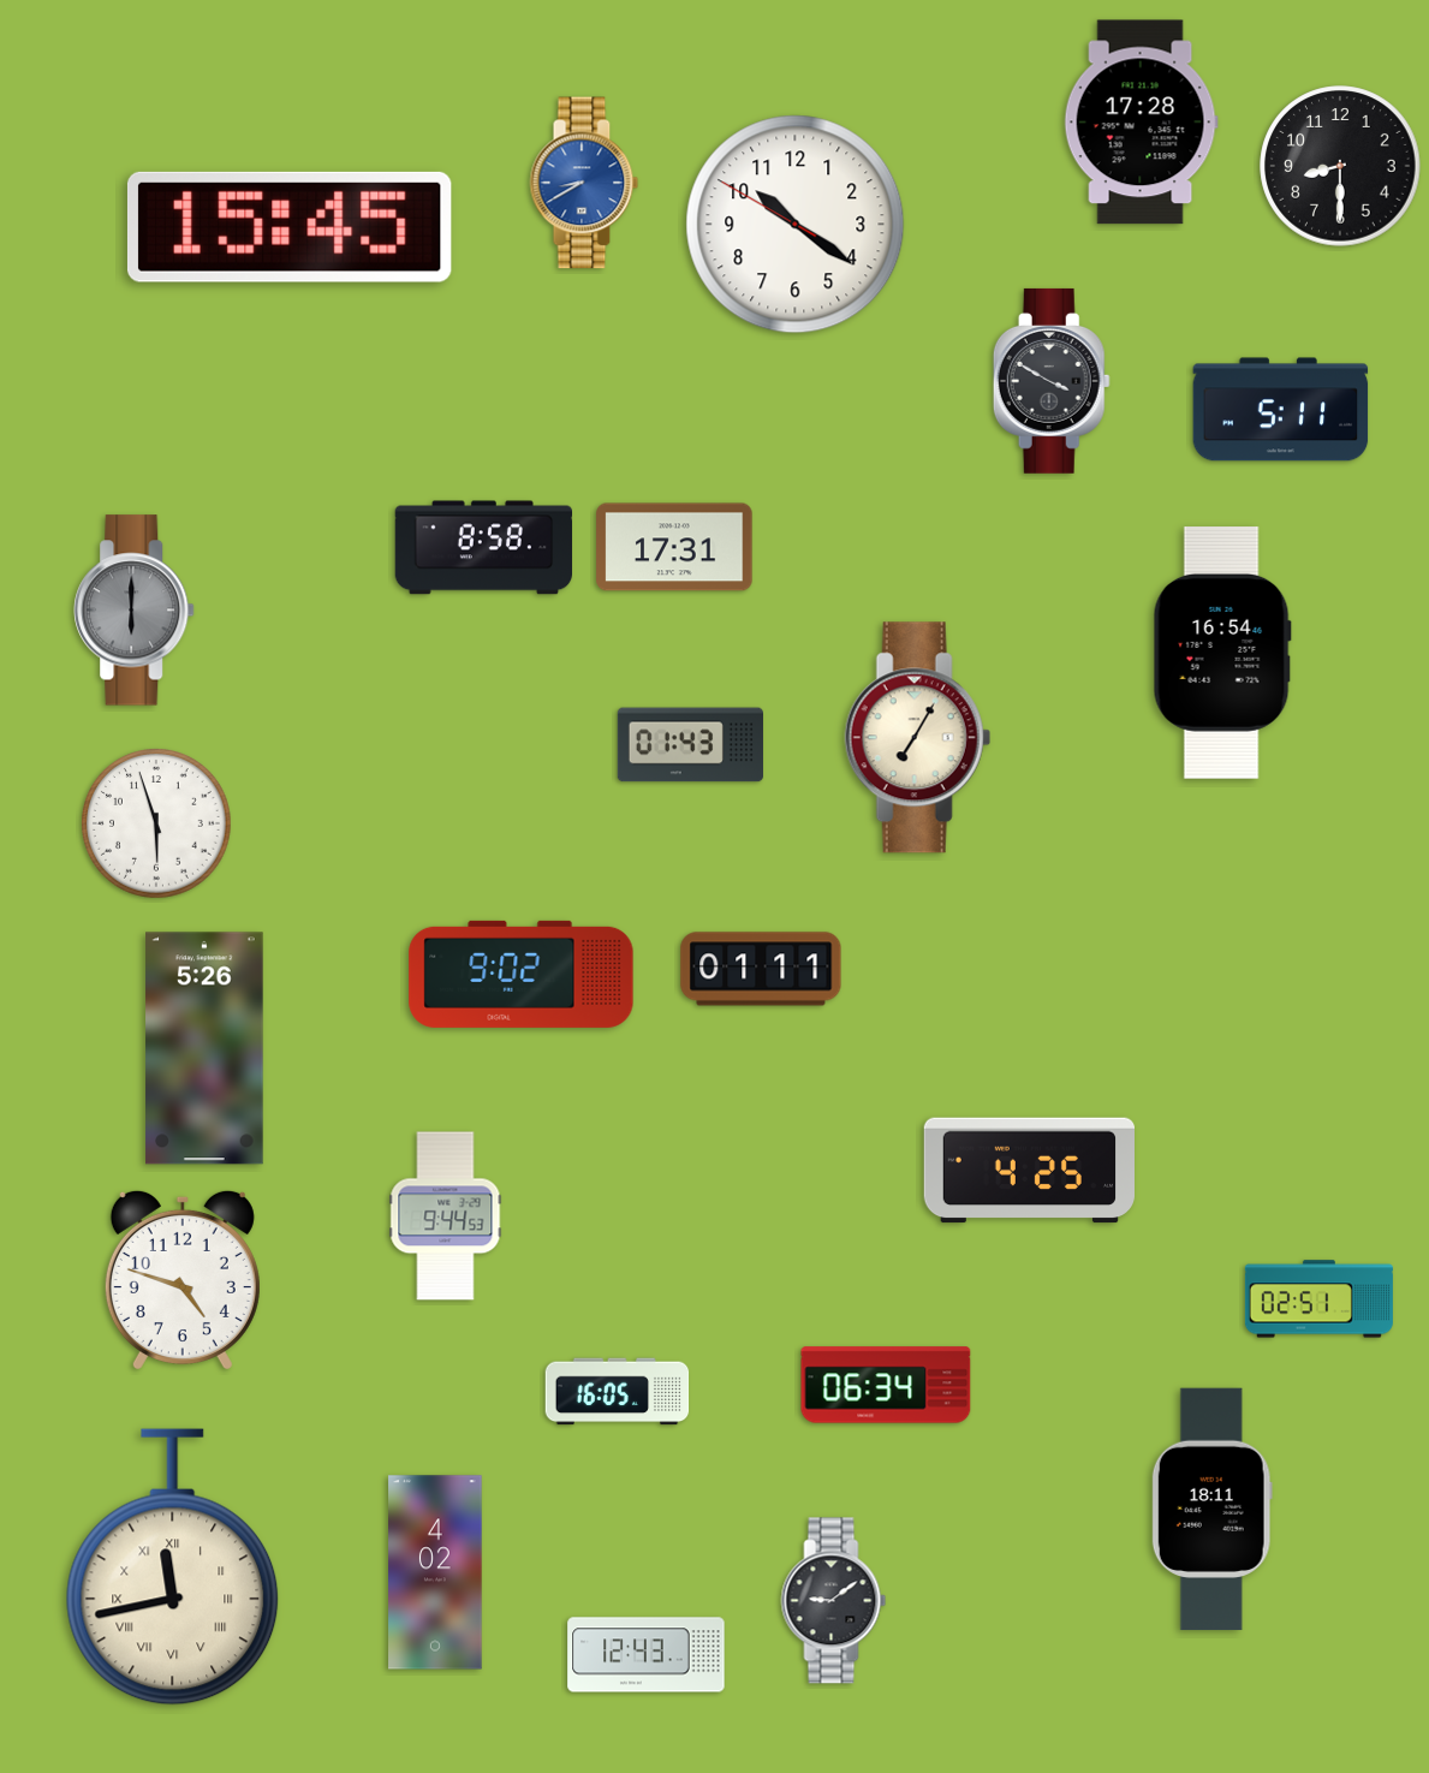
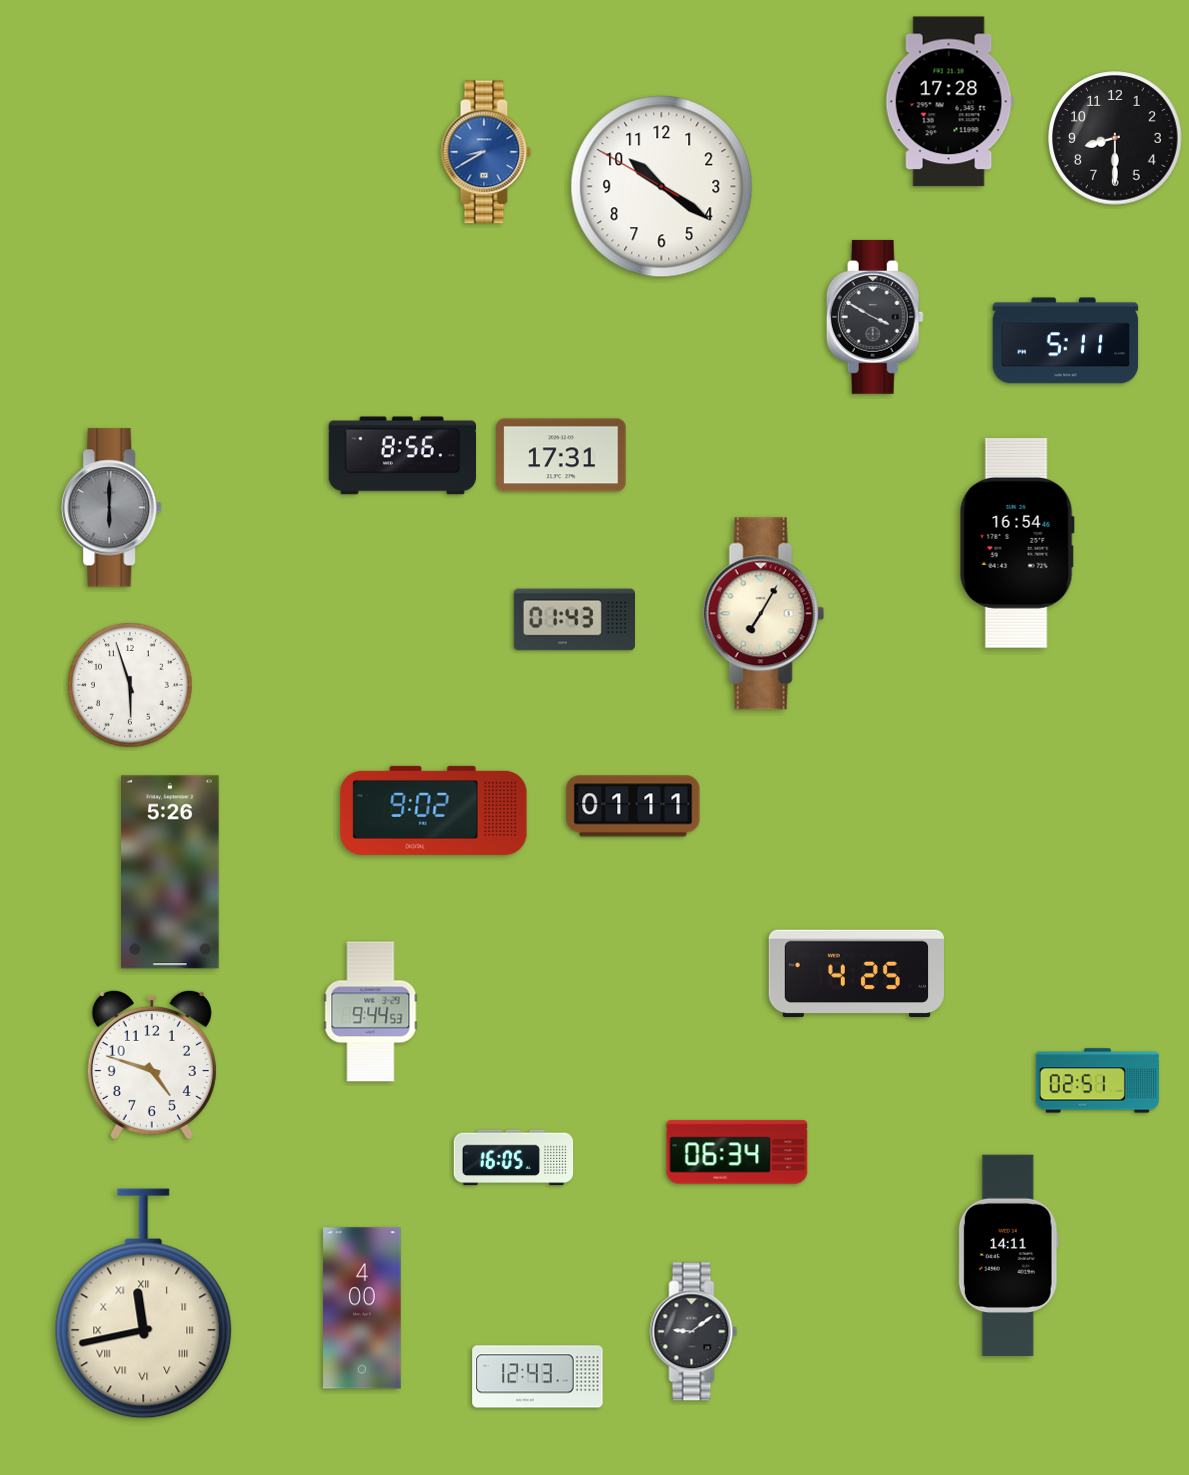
clock at (290, 227): 15:45 -> none
clock at (483, 548): 8:58 -> 8:56
clock at (1211, 1510): 18:11 -> 14:11
clock at (435, 1572): 4:02 -> 4:00
